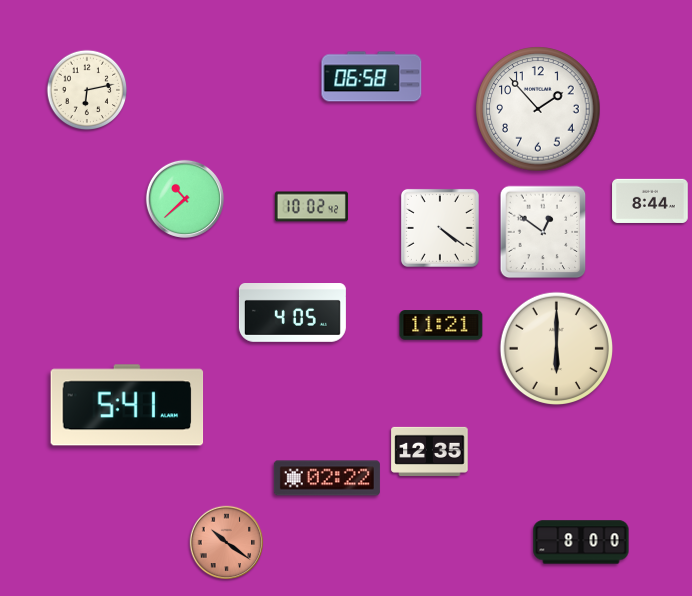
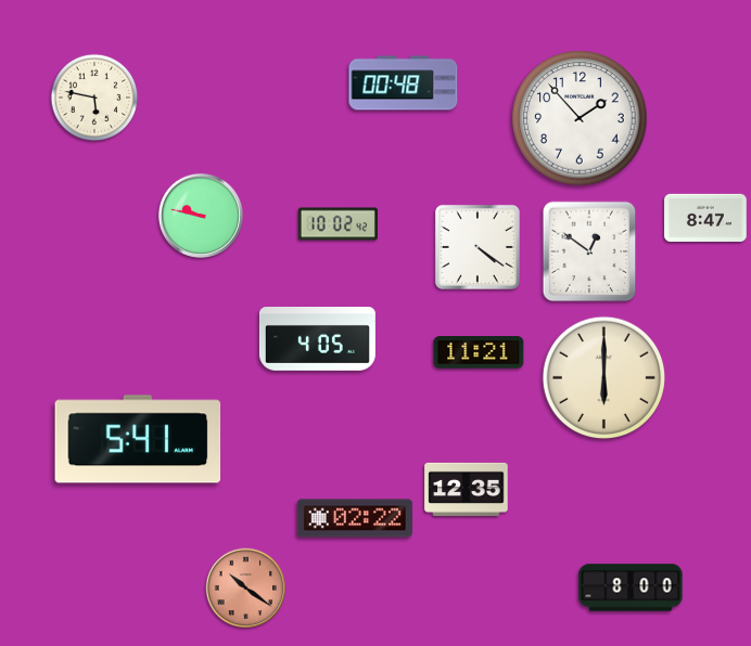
clock at (372, 77): 06:58 -> 00:48
clock at (87, 90): 6:13 -> 5:47
clock at (538, 109) position: (538, 109) -> (580, 118)
clock at (185, 199): 10:38 -> 9:47
clock at (650, 201): 8:44 -> 8:47
